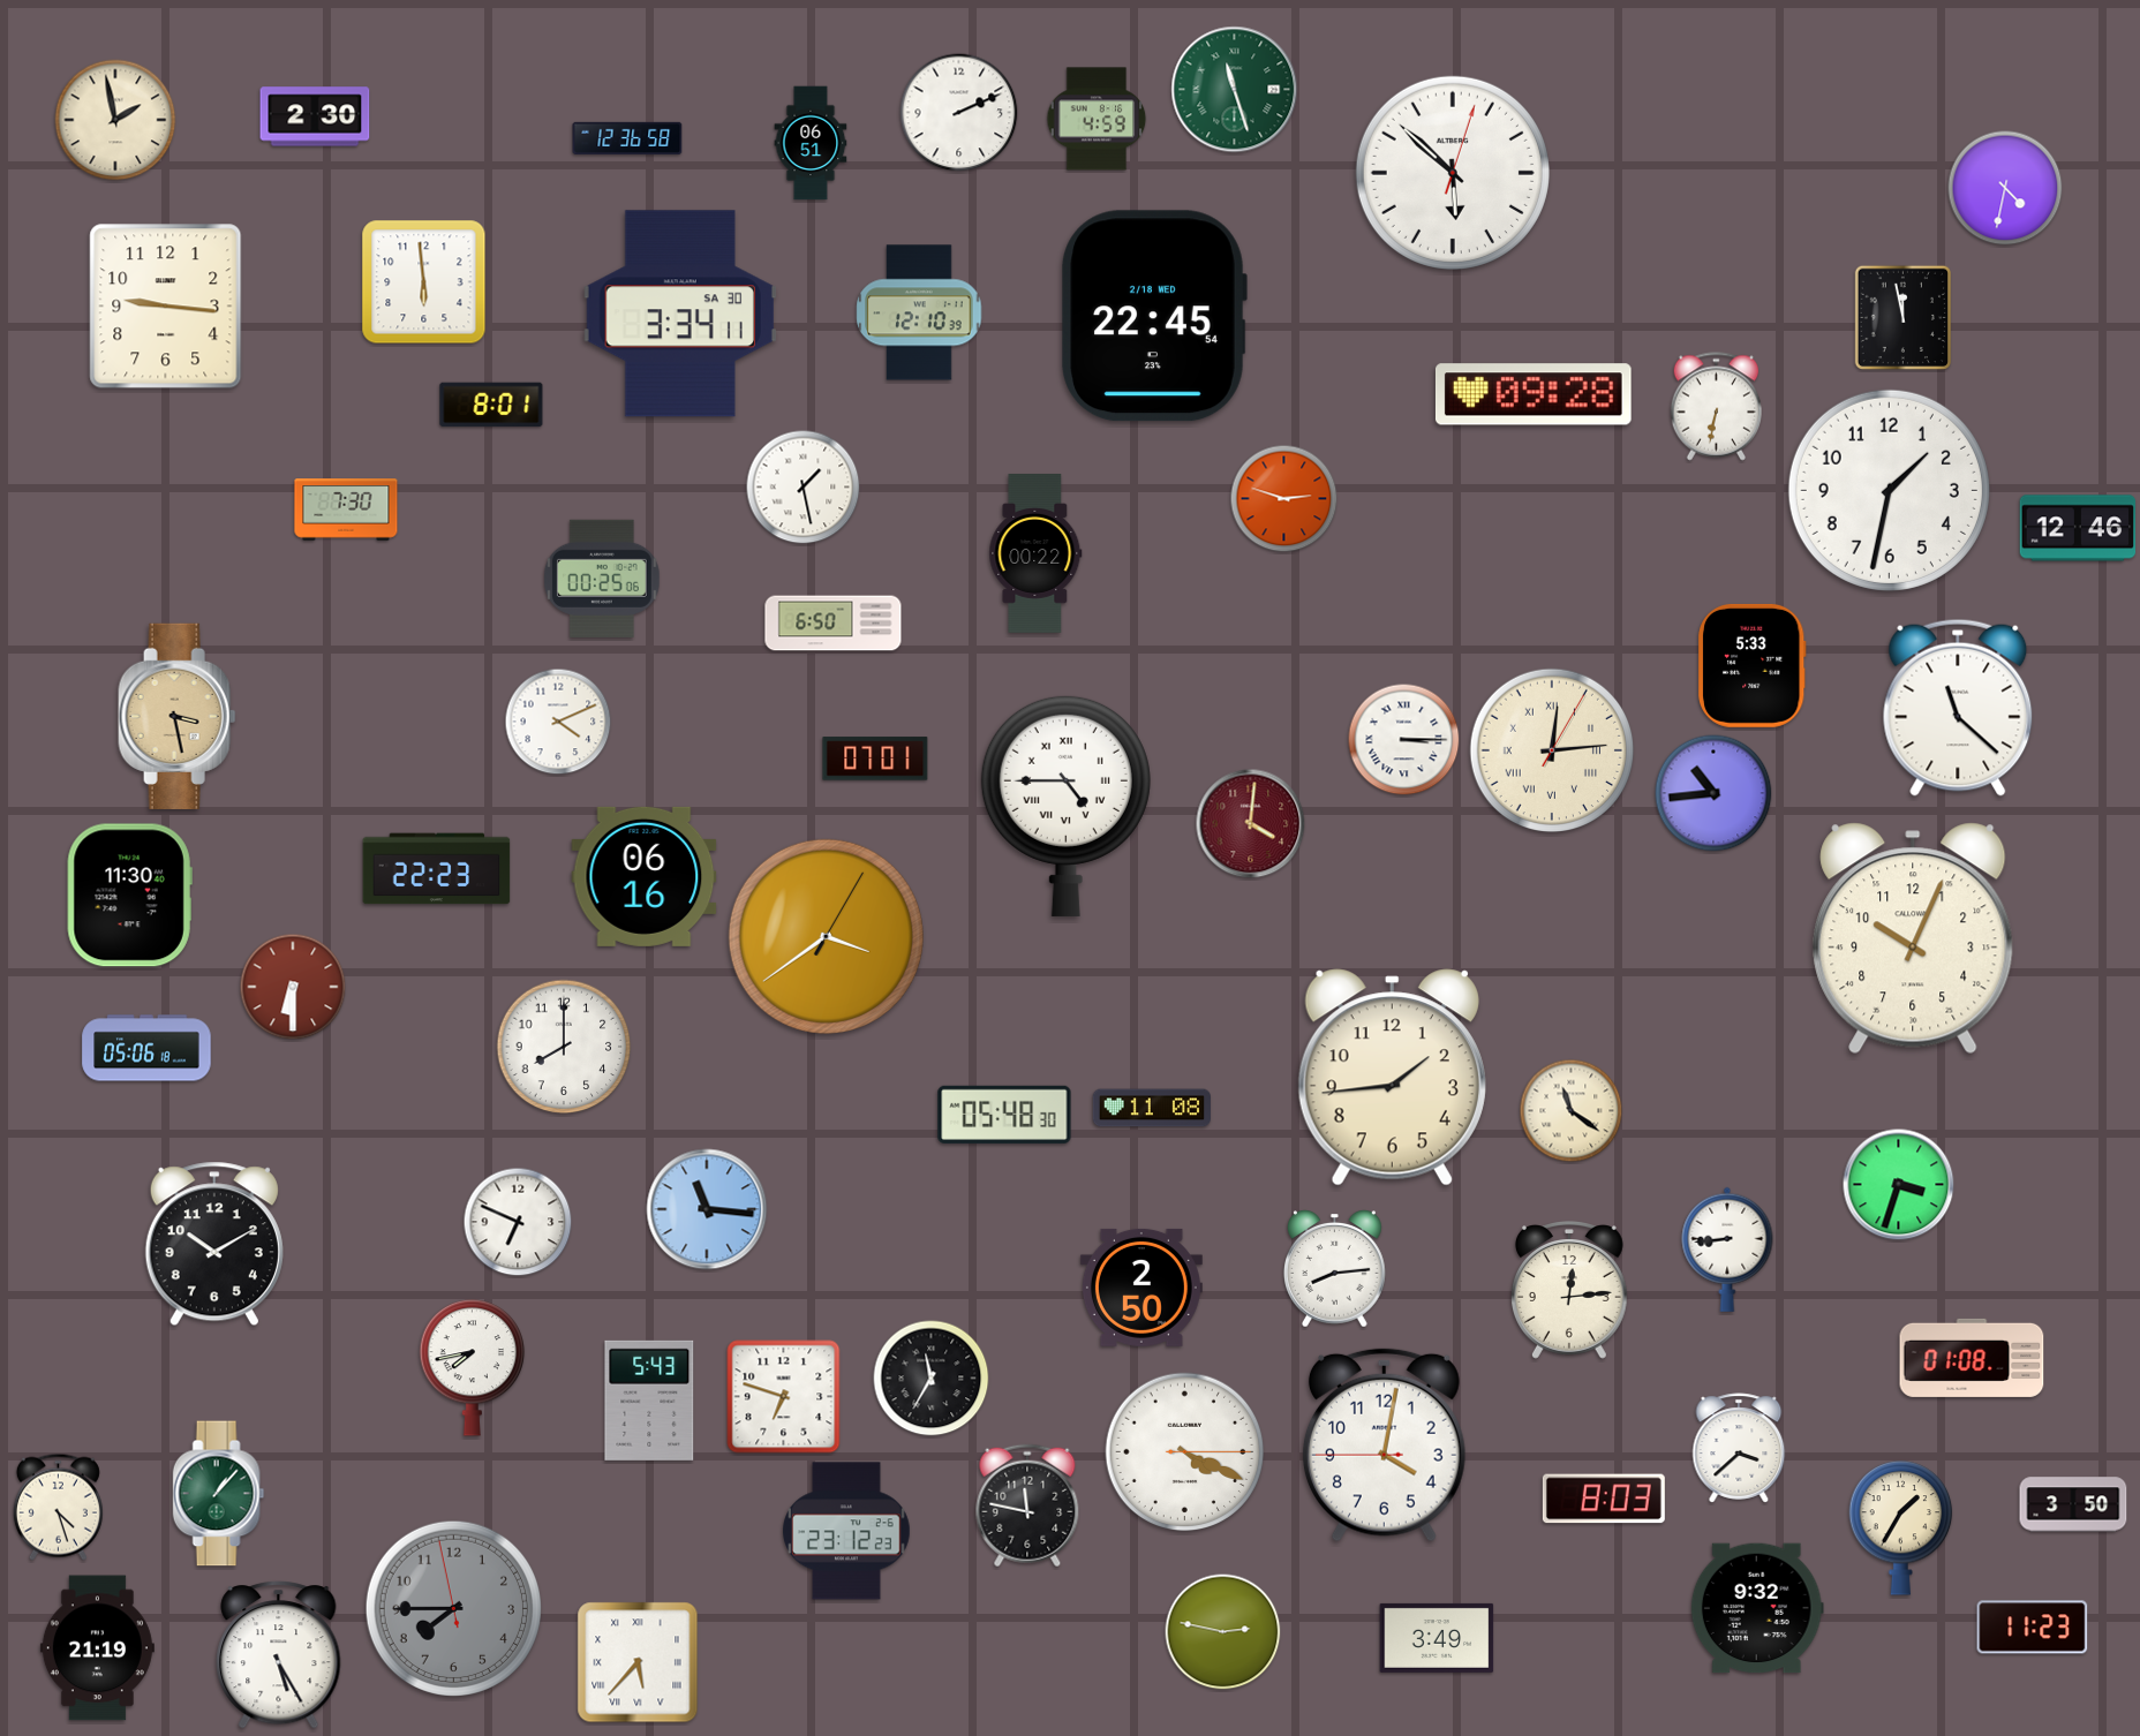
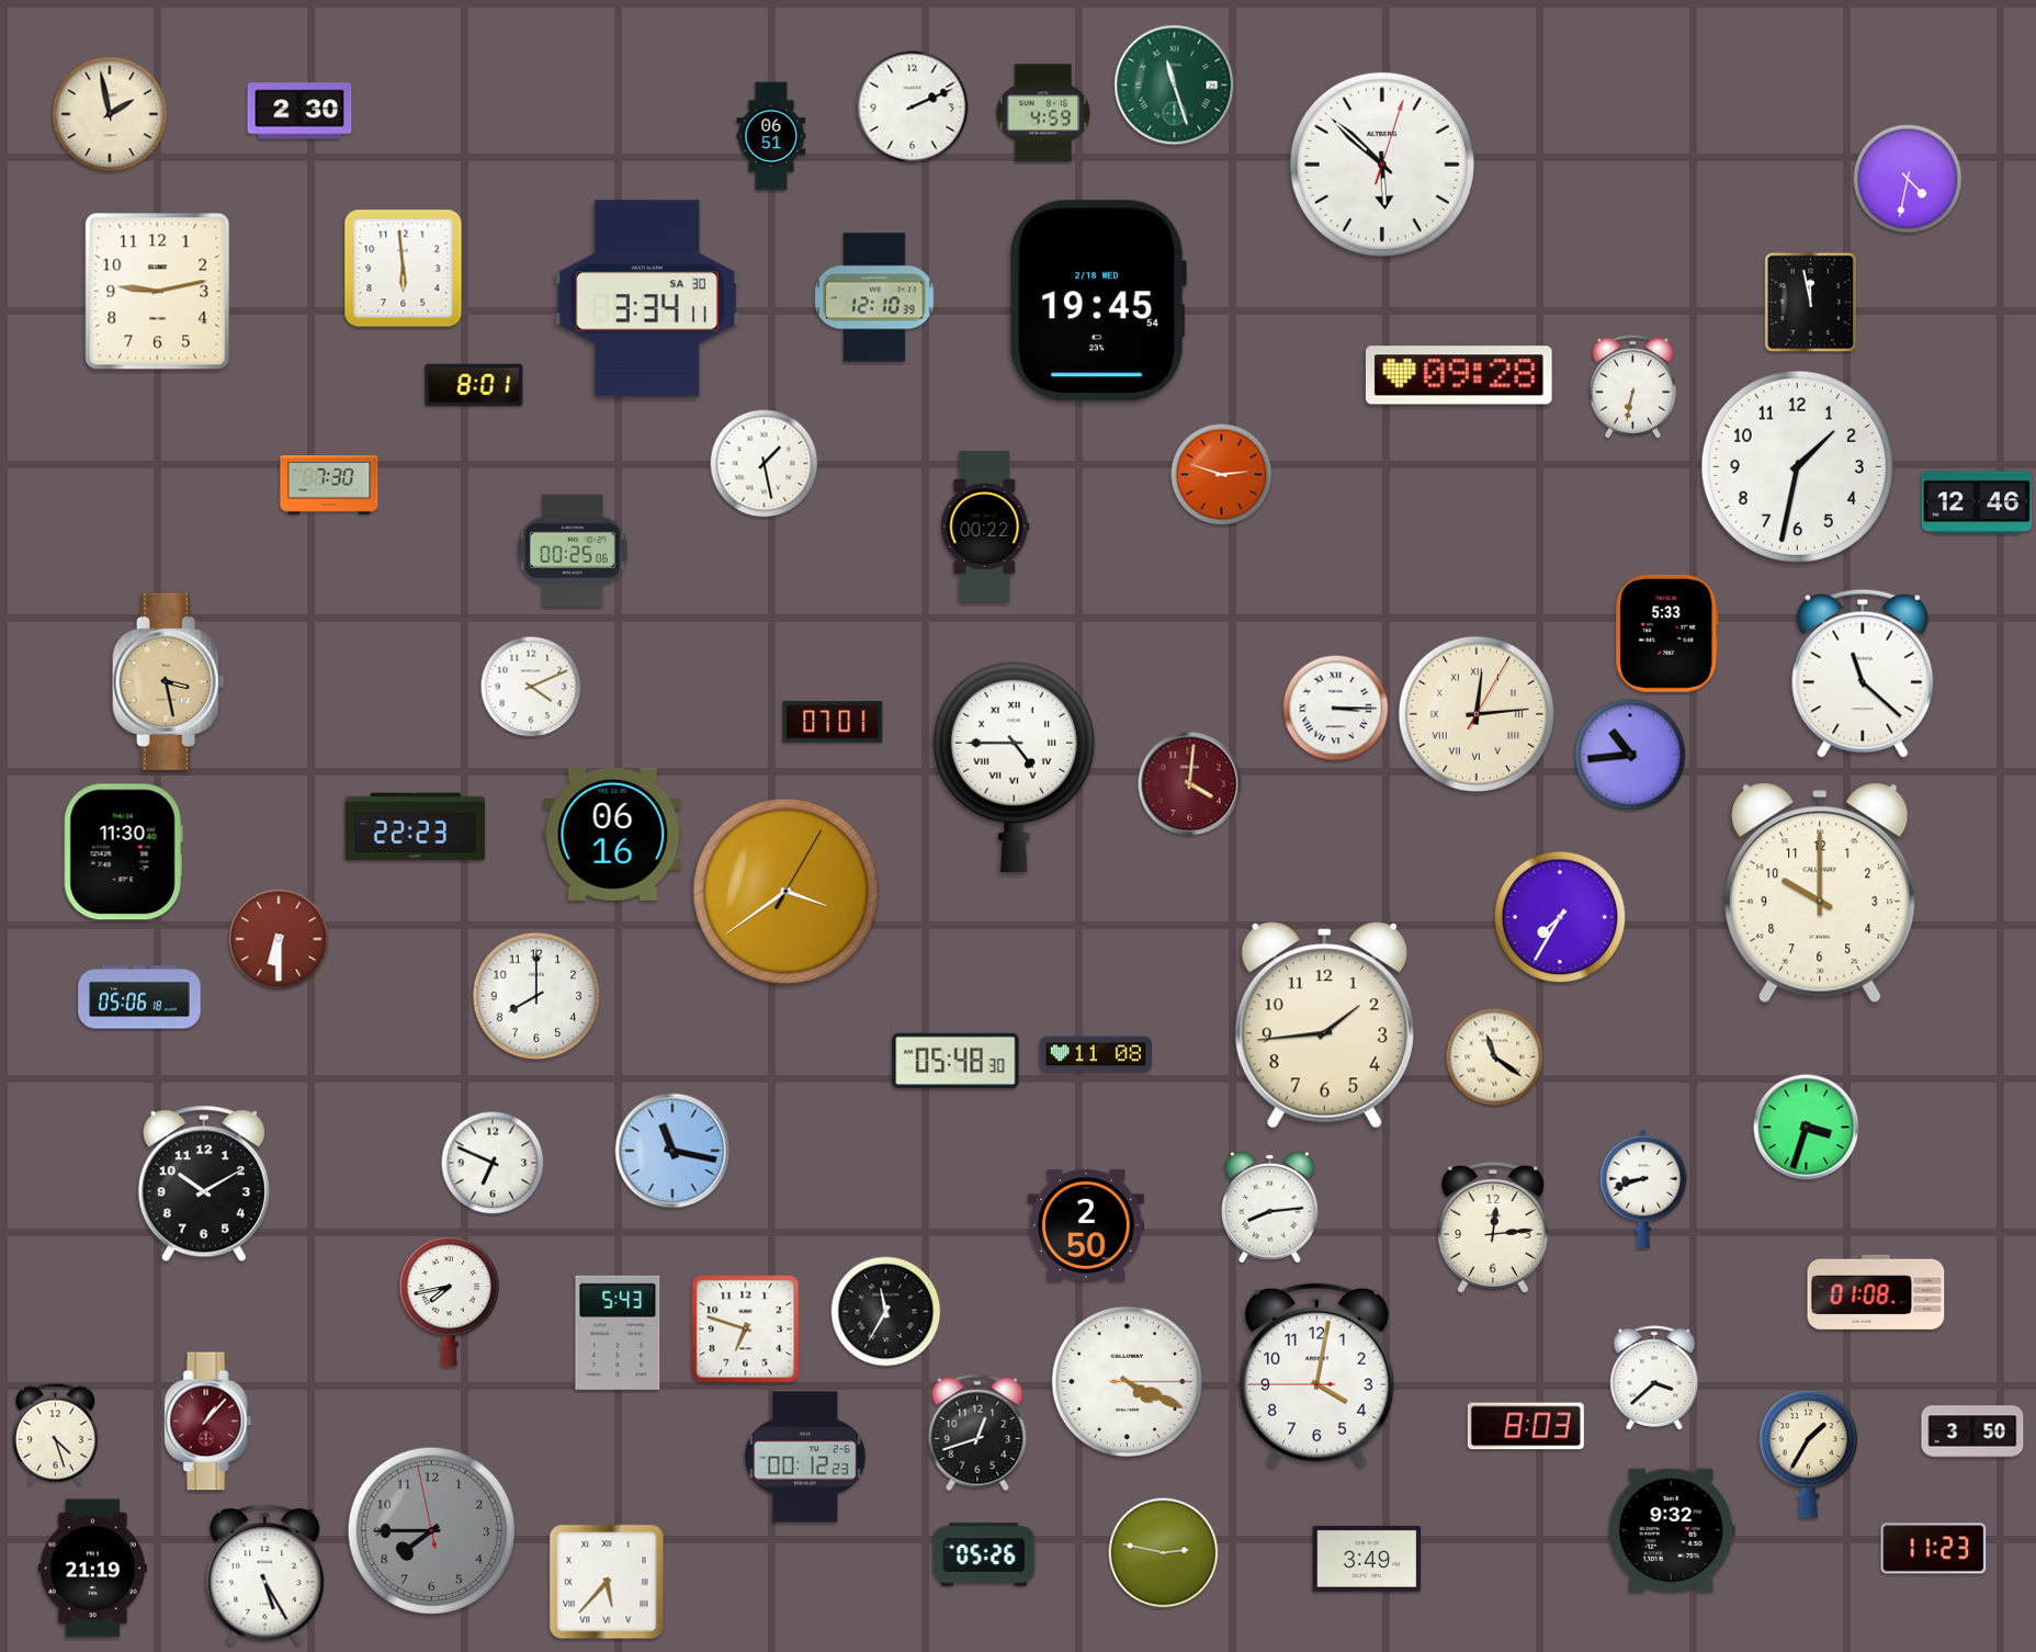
clock at (627, 138): 12:36 -> none
clock at (166, 307): 9:16 -> 9:13
clock at (1154, 316): 22:45 -> 19:45
clock at (491, 405) position: (491, 405) -> (474, 385)
clock at (834, 624): 6:50 -> none
clock at (1404, 740) position: (1404, 740) -> (1336, 709)
clock at (1913, 938): 10:04 -> 10:00
clock at (1560, 917): none -> 7:35
clock at (707, 1209): 11:16 -> 11:17
clock at (1727, 1250): 8:44 -> 8:42
clock at (219, 1494) dial: green -> burgundy
clock at (1027, 1505): 11:47 -> 12:42
clock at (847, 1531): 23:12 -> 00:12
clock at (984, 1554): none -> 05:26
